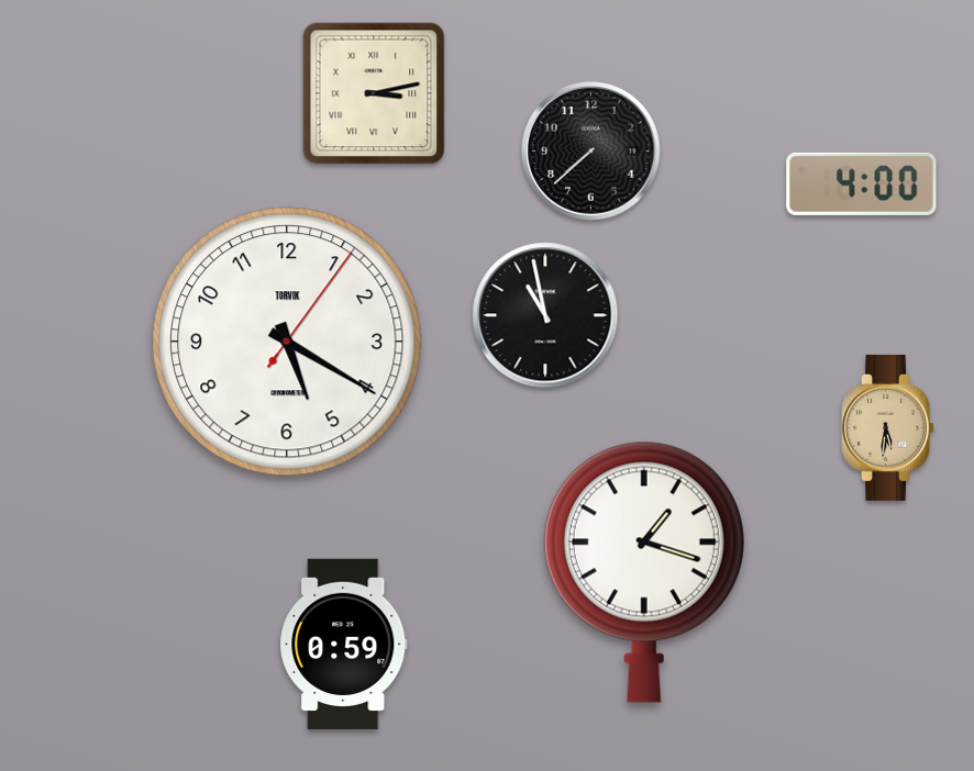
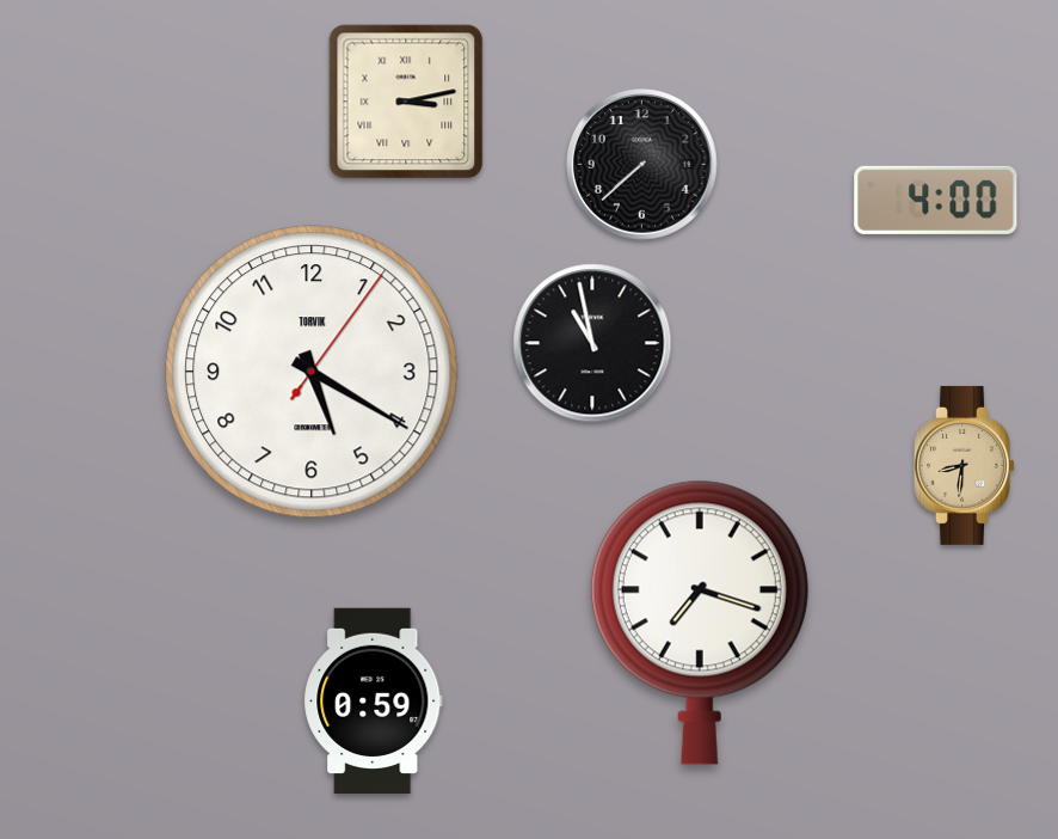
clock at (887, 427): 5:31 -> 8:31
clock at (644, 572): 1:18 -> 7:18
